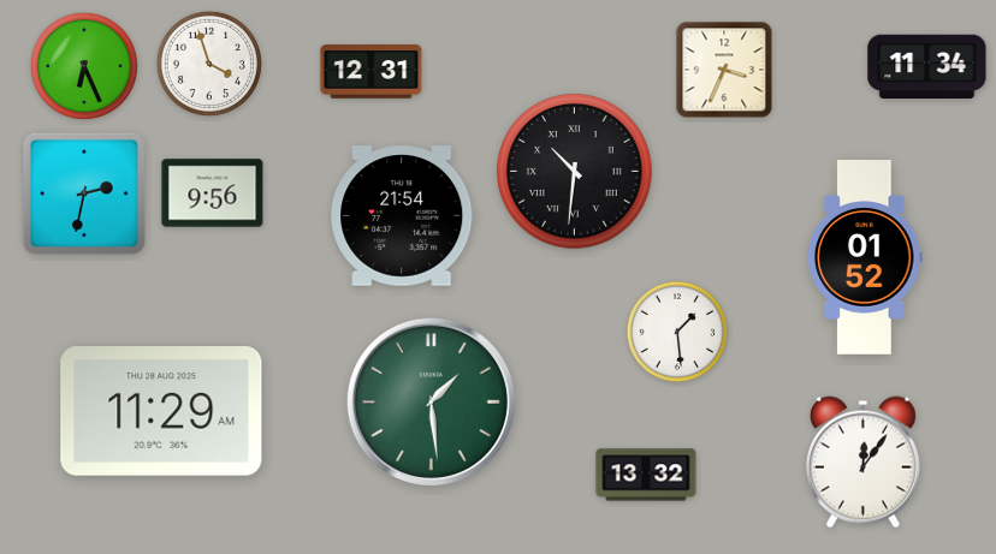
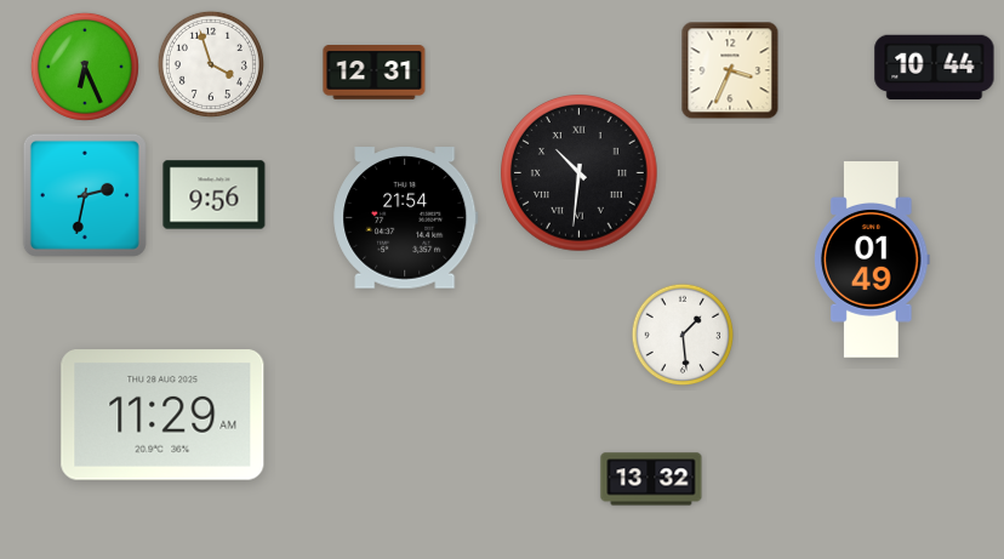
clock at (927, 67): 11:34 -> 10:44
clock at (866, 258): 01:52 -> 01:49
clock at (431, 401): 1:29 -> none
clock at (862, 463): 12:06 -> none
